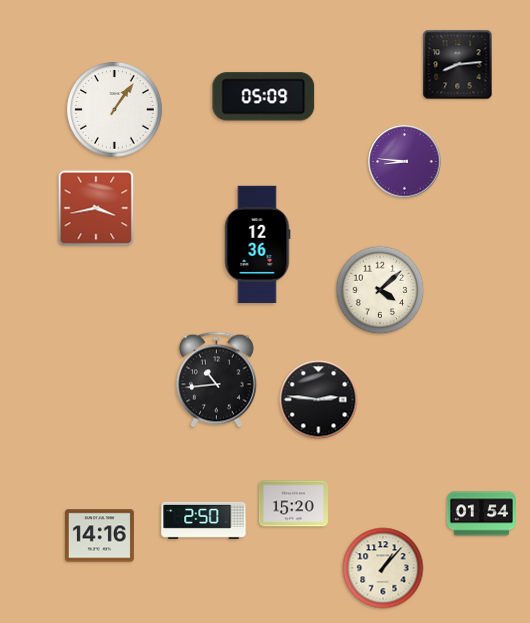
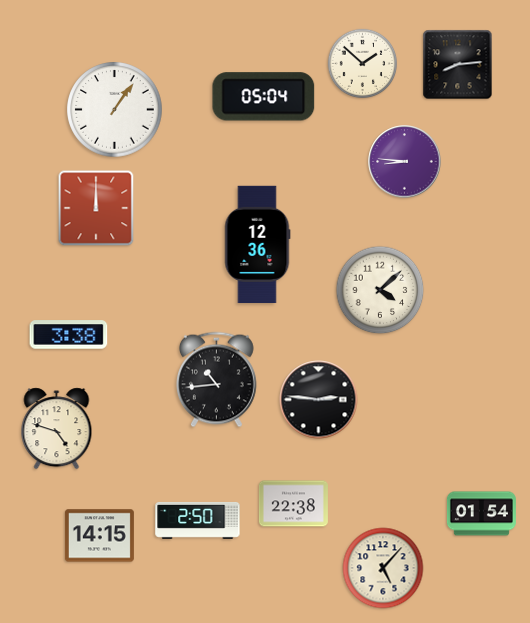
clock at (363, 64): none -> 1:52
clock at (264, 97): 05:09 -> 05:04
clock at (96, 208): 3:43 -> 12:00
clock at (69, 335): none -> 3:38
clock at (57, 429): none -> 4:48
clock at (293, 504): 15:20 -> 22:38
clock at (204, 520) position: (204, 520) -> (198, 520)
clock at (99, 536): 14:16 -> 14:15
clock at (383, 568): 1:07 -> 5:07
